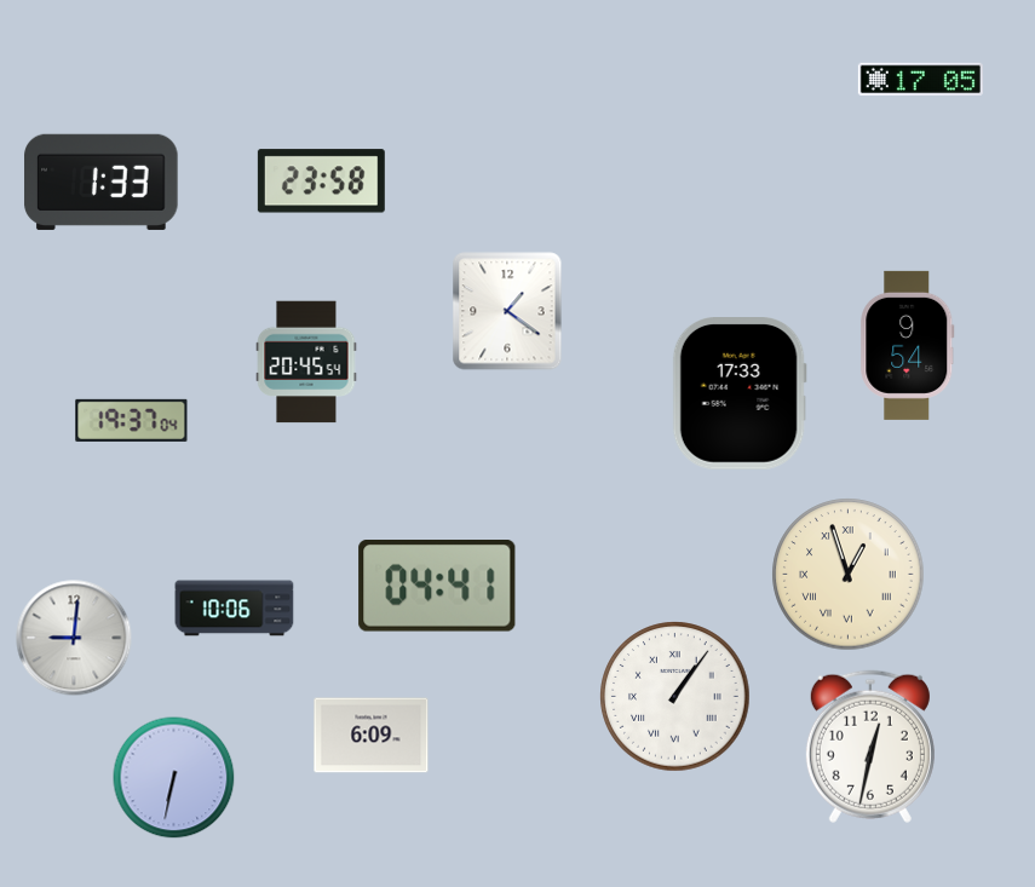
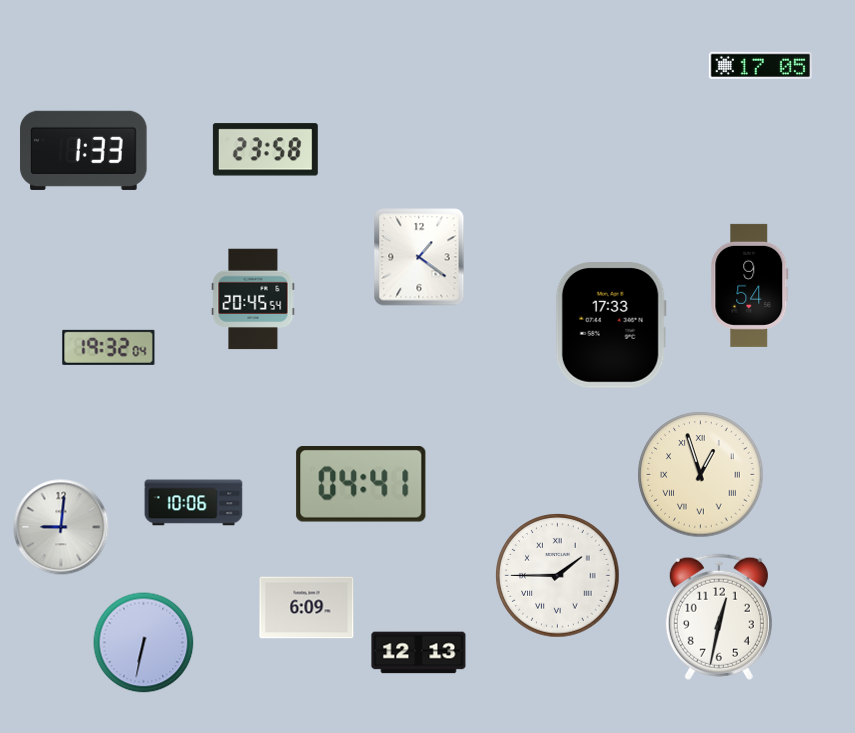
clock at (132, 420): 19:37 -> 19:32
clock at (675, 697): 1:06 -> 1:45
clock at (419, 653): none -> 12:13
